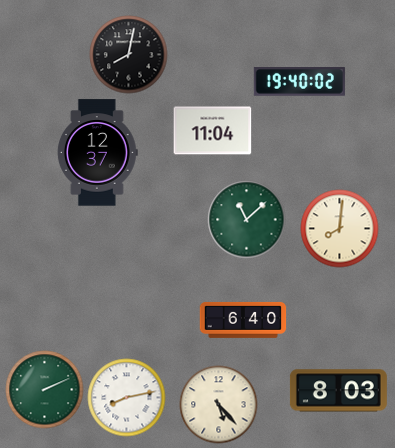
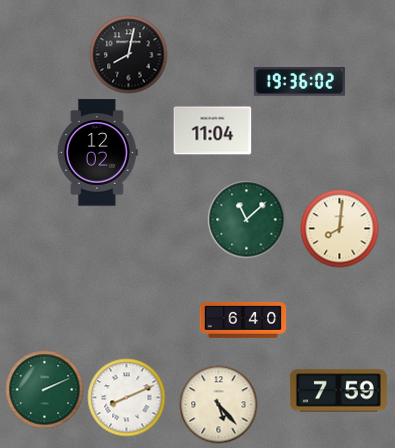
clock at (299, 82): 19:40 -> 19:36
clock at (97, 153): 12:37 -> 12:02
clock at (338, 391): 8:03 -> 7:59
clock at (126, 397): 8:13 -> 8:11
